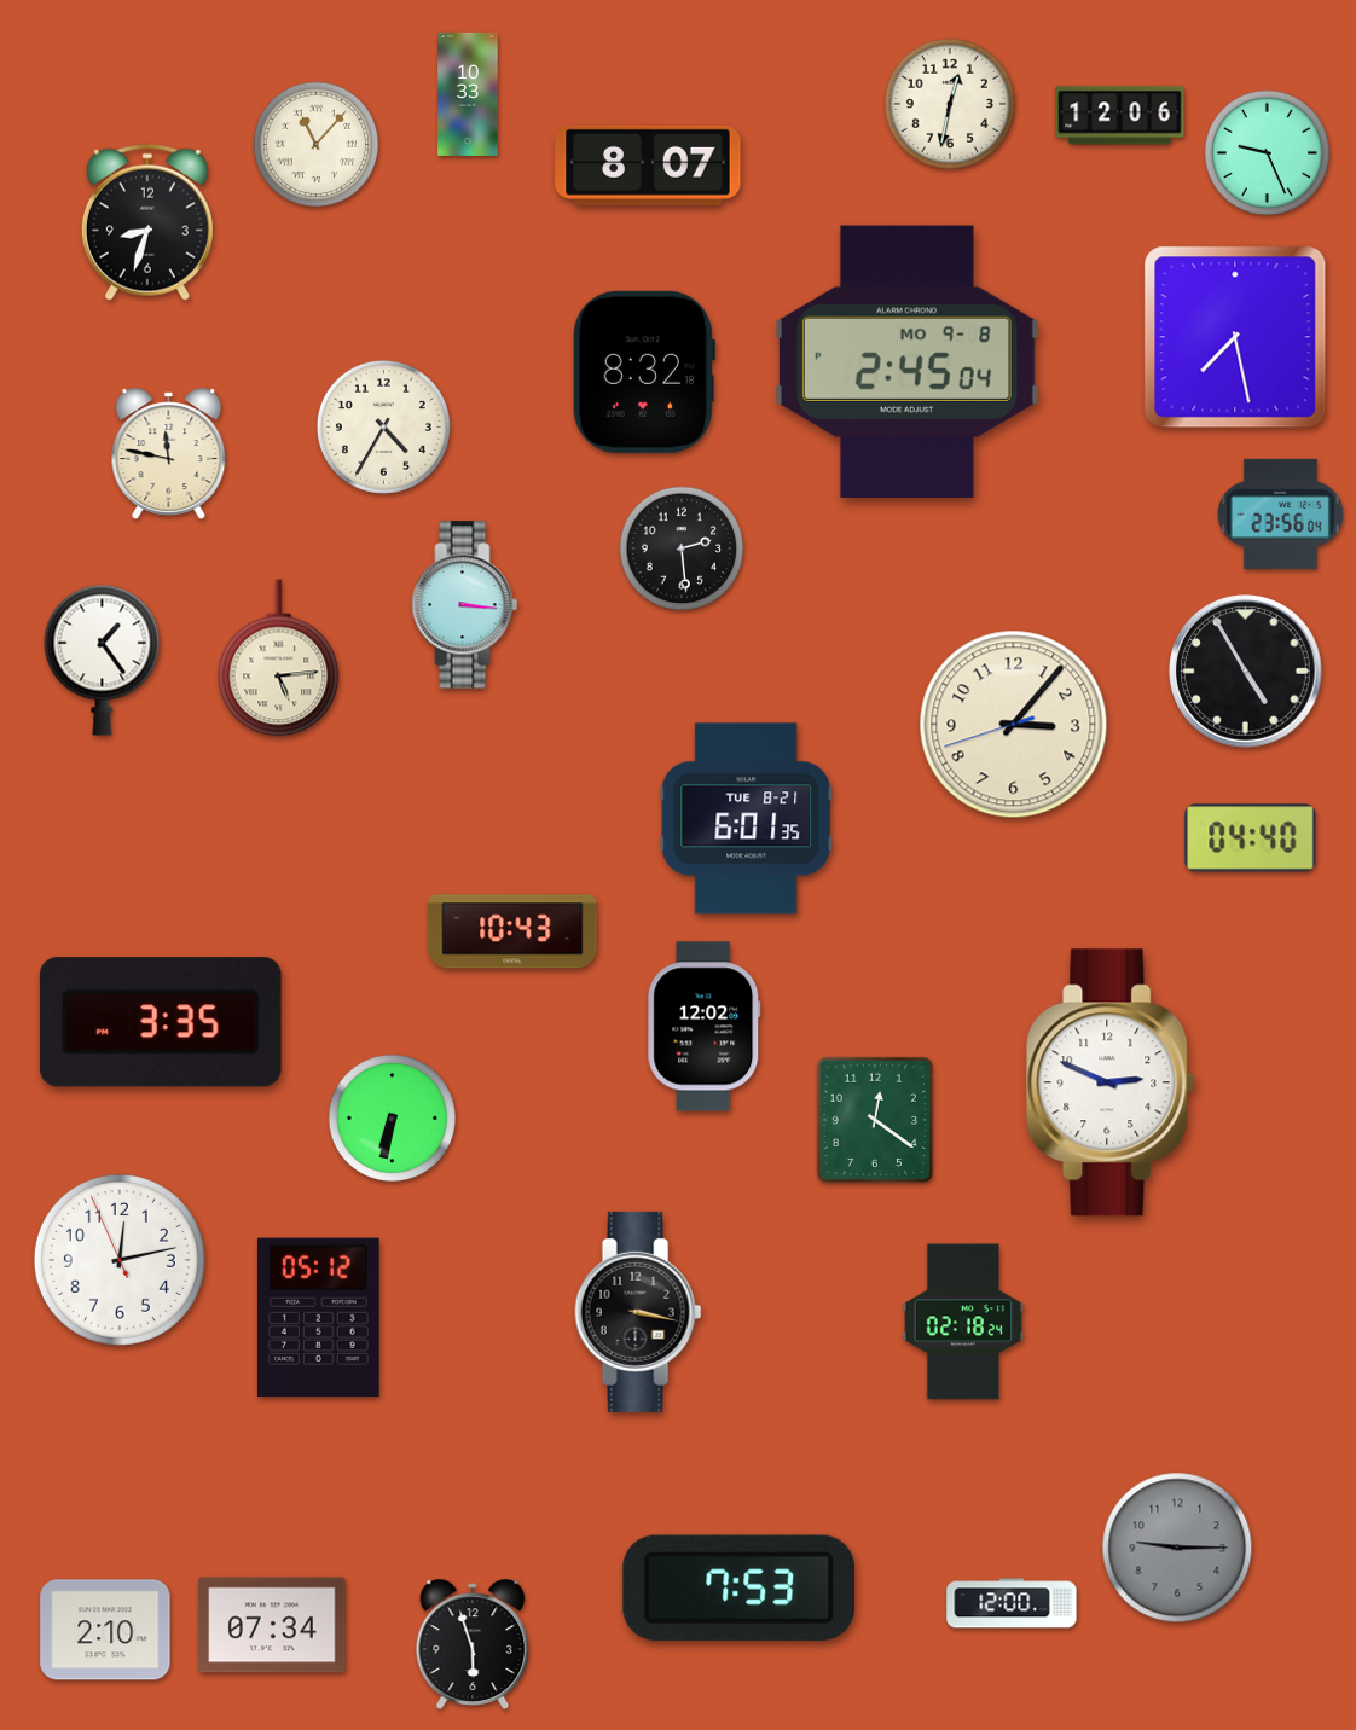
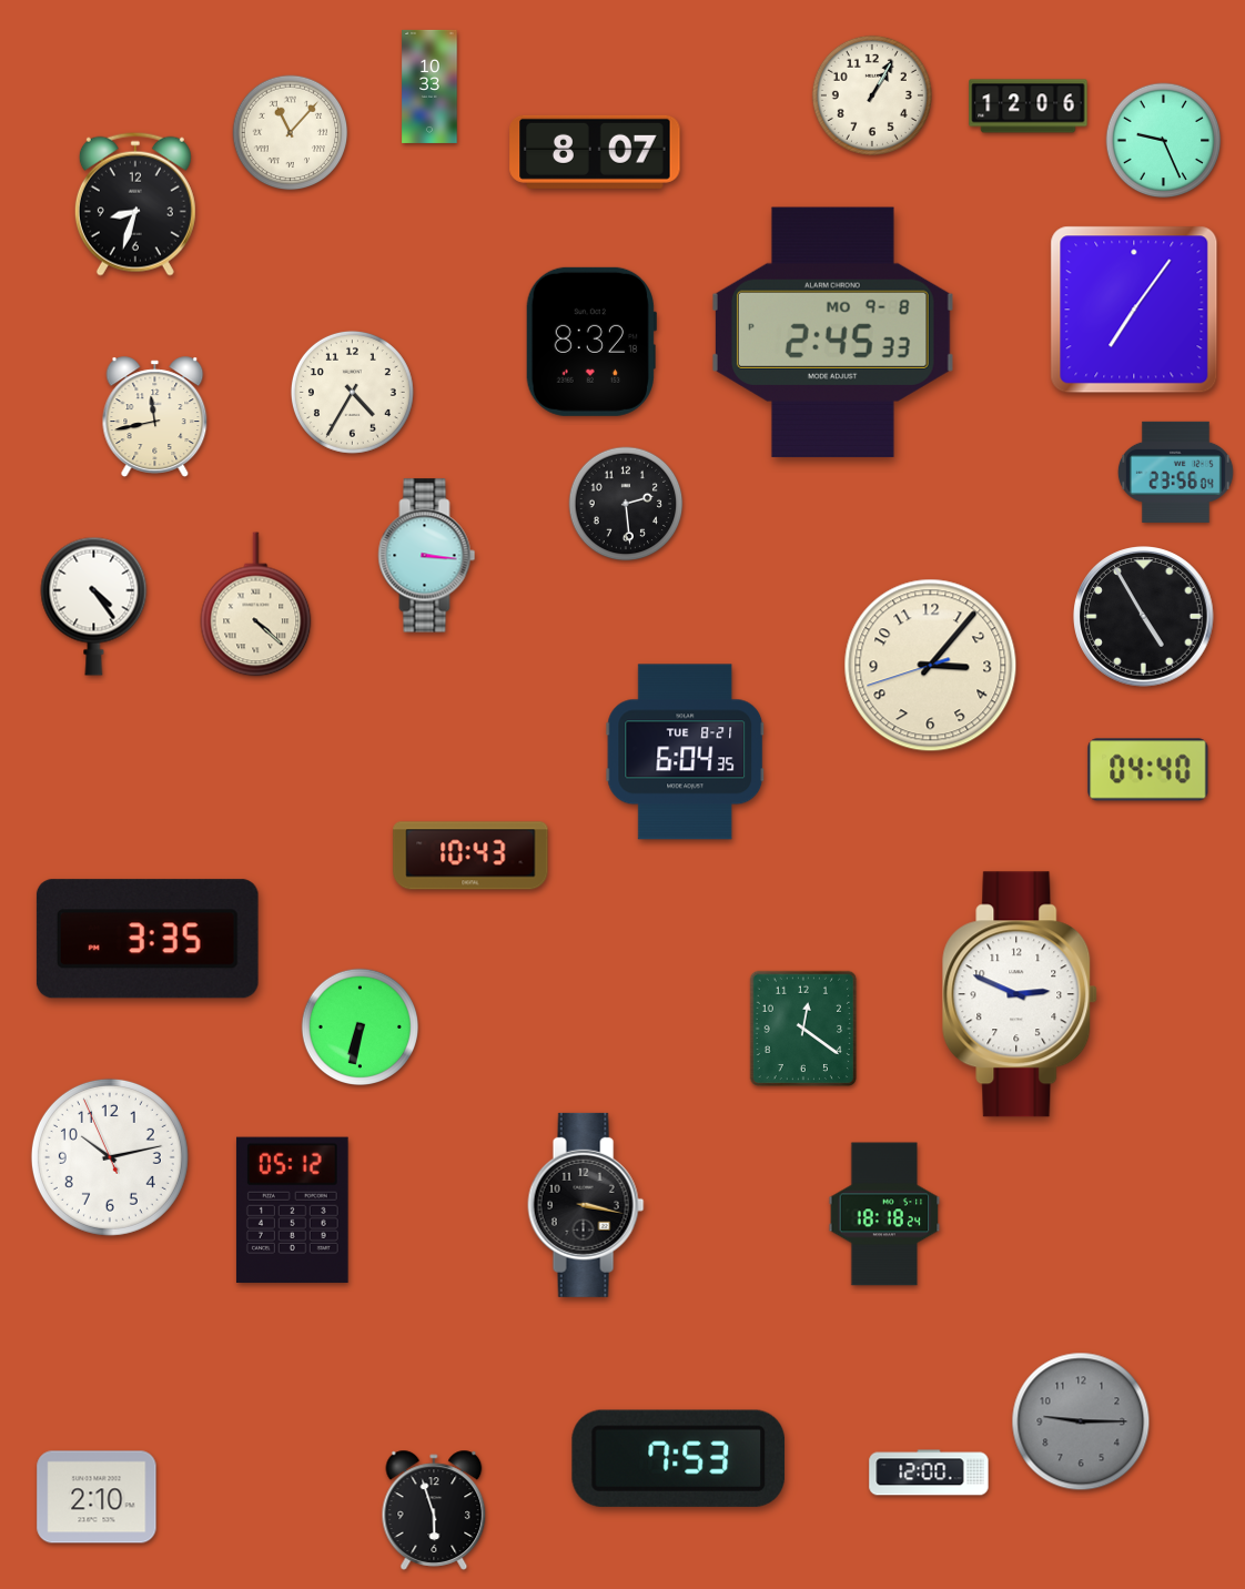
clock at (950, 104): 12:32 -> 1:05
clock at (1235, 337): 7:28 -> 7:06
clock at (906, 361): 2:45:04 -> 2:45:33
clock at (169, 454): 11:47 -> 11:43
clock at (279, 658): 5:14 -> 4:22
clock at (103, 660): 1:24 -> 4:24
clock at (747, 819): 6:01 -> 6:04
clock at (705, 1027): 12:02 -> none
clock at (120, 1260): 12:12 -> 10:12
clock at (963, 1322): 02:18 -> 18:18
clock at (272, 1625): 07:34 -> none
